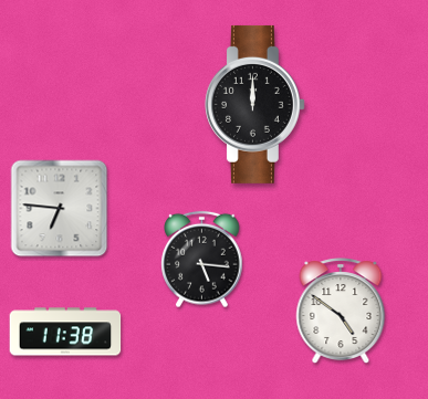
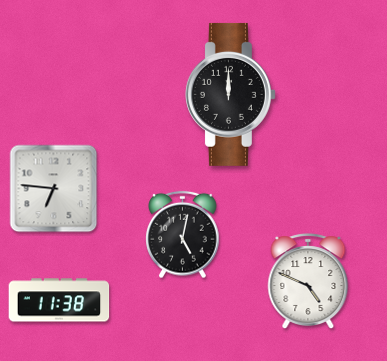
clock at (202, 260): 5:16 -> 5:02
clock at (341, 311): 4:51 -> 4:49
